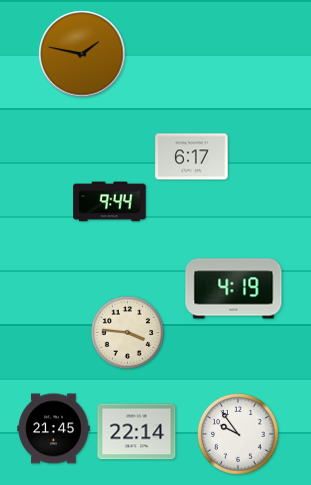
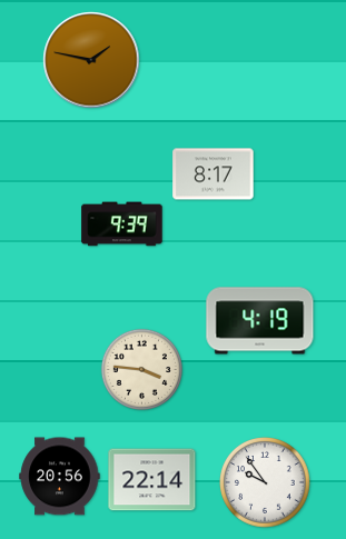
clock at (192, 157): 6:17 -> 8:17
clock at (110, 202): 9:44 -> 9:39
clock at (54, 429): 21:45 -> 20:56
